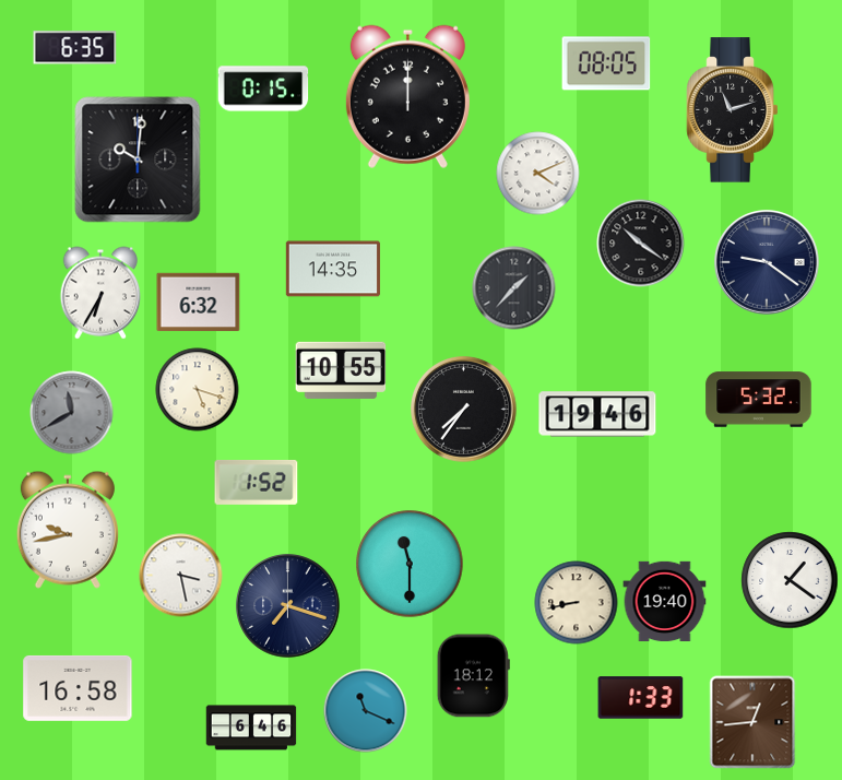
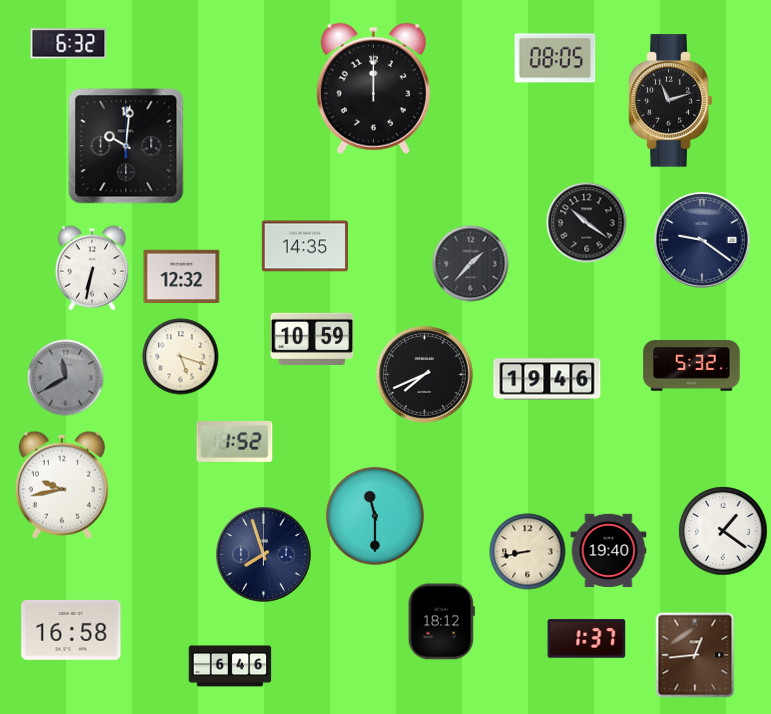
clock at (75, 48): 6:35 -> 6:32
clock at (263, 88): 0:15 -> none
clock at (538, 174): 4:11 -> none
clock at (99, 293): 6:35 -> 6:32
clock at (199, 303): 6:32 -> 12:32
clock at (341, 370): 10:55 -> 10:59
clock at (759, 400) position: (759, 400) -> (692, 366)
clock at (464, 410): 7:36 -> 7:41
clock at (181, 576): 3:28 -> none
clock at (288, 606): 7:18 -> 7:57
clock at (473, 676) position: (473, 676) -> (441, 622)
clock at (641, 698): 1:33 -> 1:37
clock at (366, 711): 11:19 -> none
clock at (752, 722) position: (752, 722) -> (695, 655)
